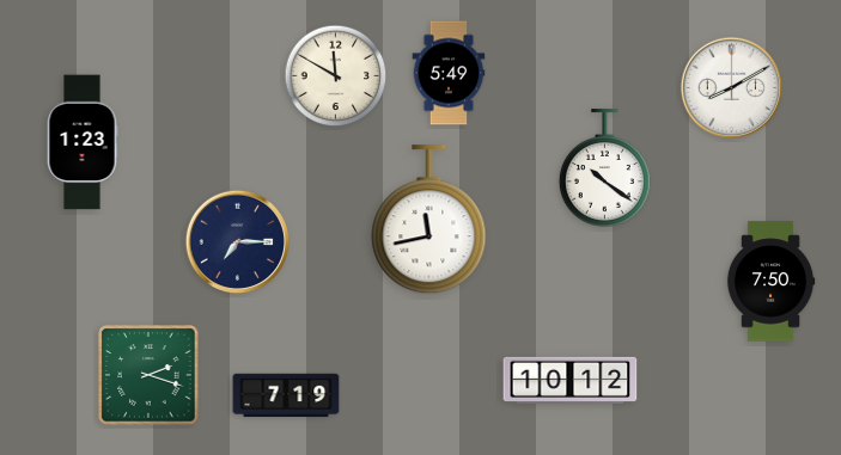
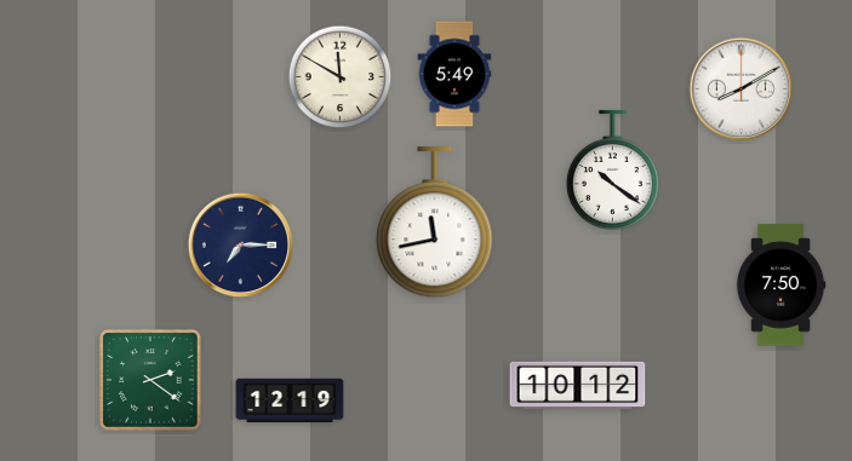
clock at (83, 142): 1:23 -> none
clock at (148, 375): 2:18 -> 2:21
clock at (286, 395): 7:19 -> 12:19
